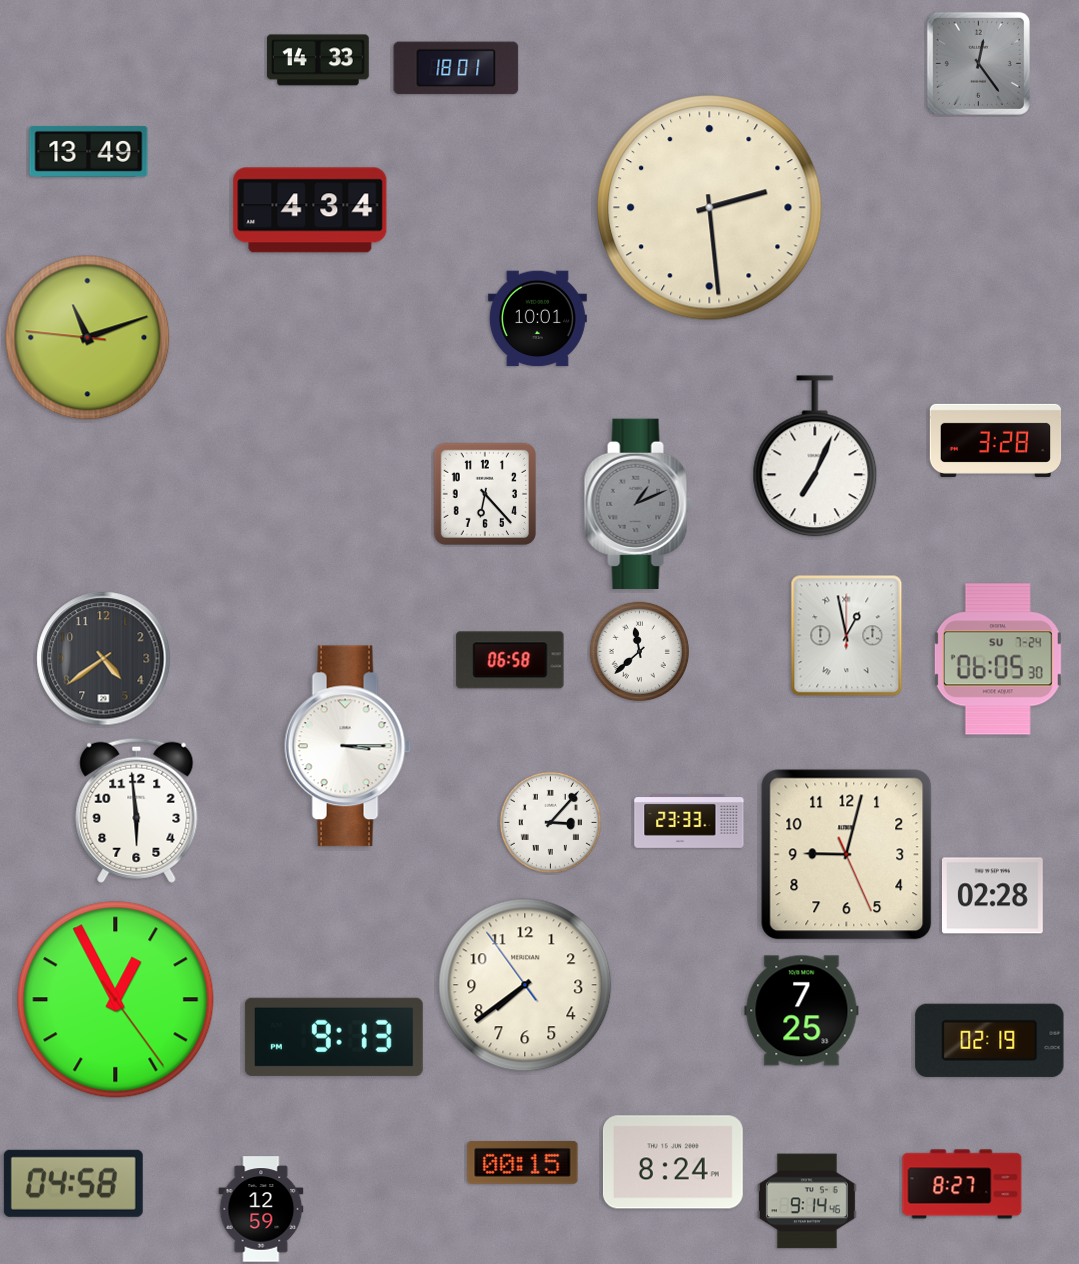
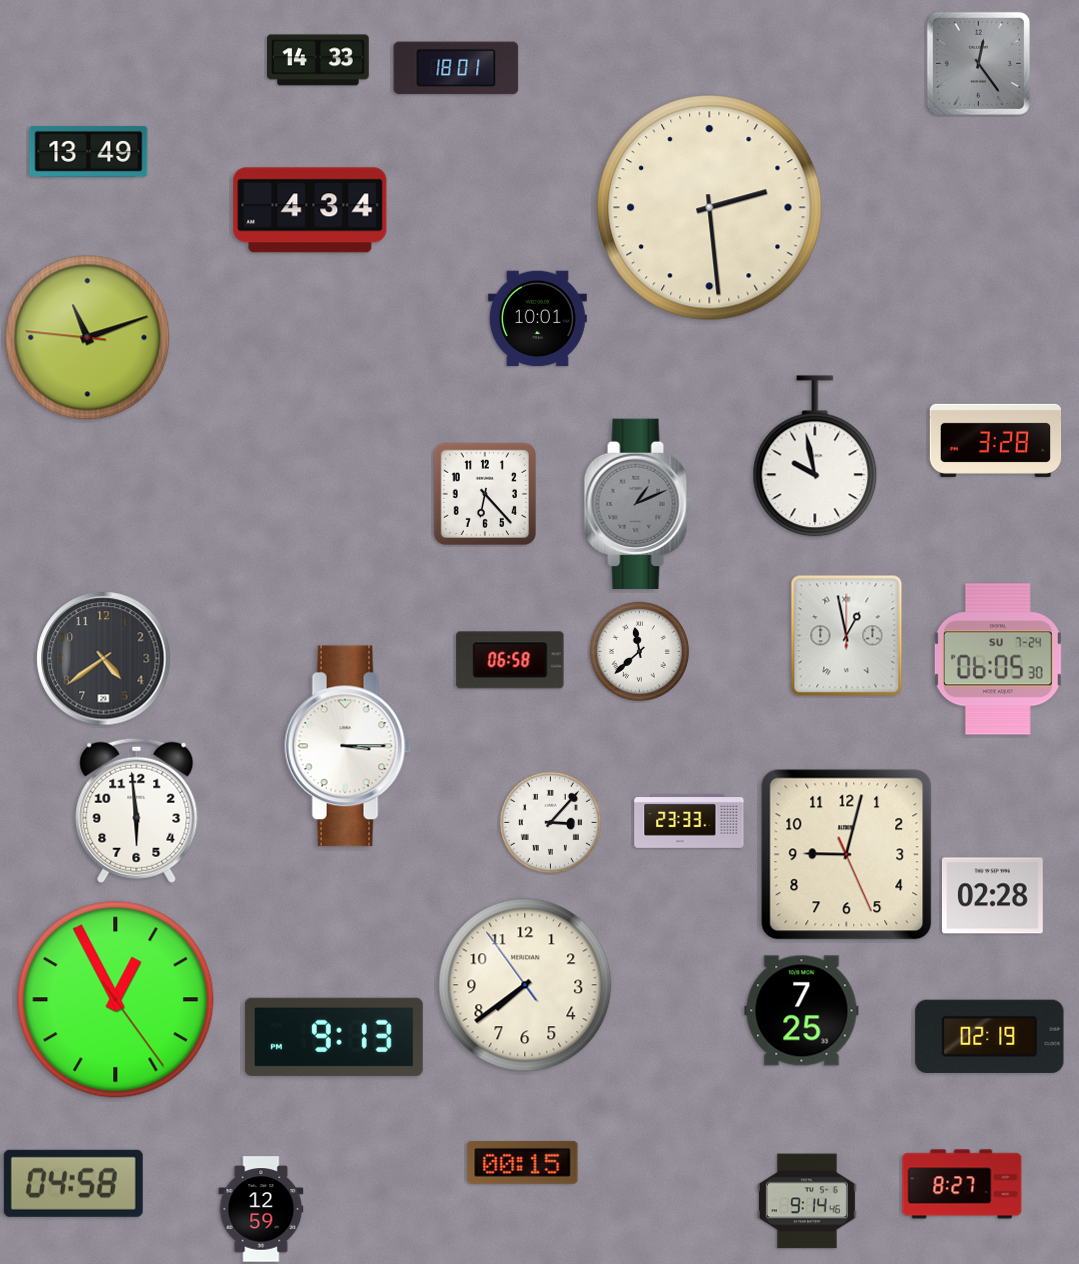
clock at (815, 456): 7:04 -> 9:58
clock at (990, 1040) position: (990, 1040) -> (990, 1036)
clock at (673, 1162): 8:24 -> none
